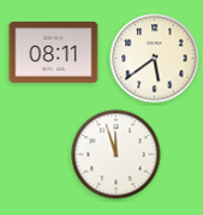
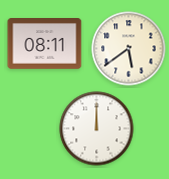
clock at (117, 155): 11:57 -> 12:00
